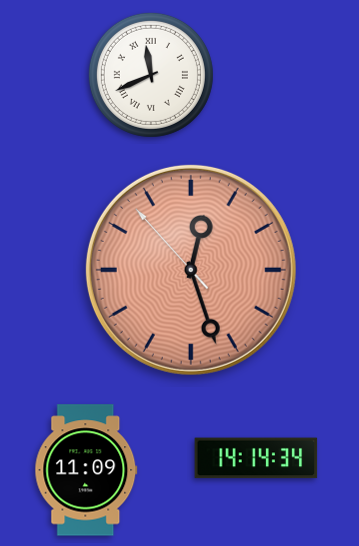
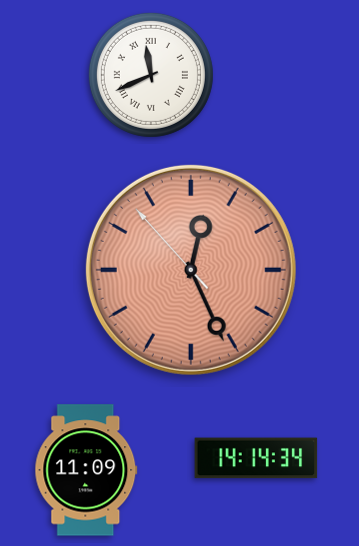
clock at (191, 270): 12:26 -> 12:25
